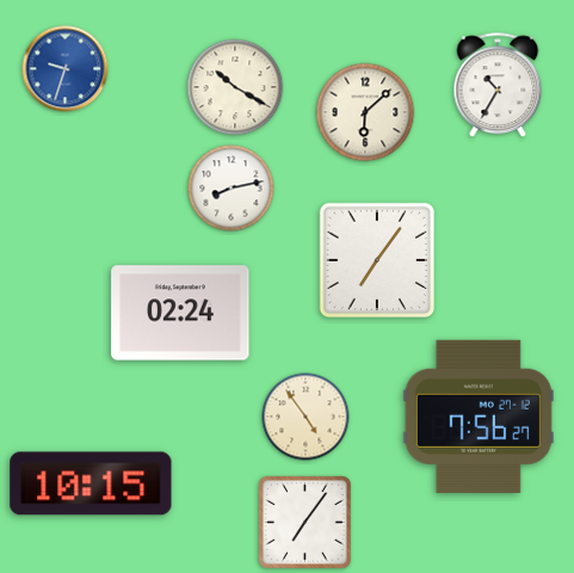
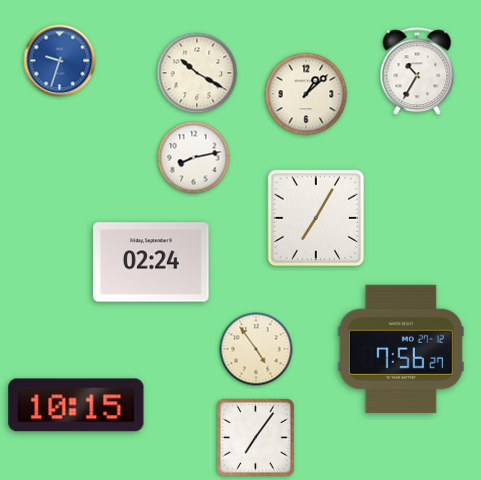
clock at (66, 69) position: (66, 69) -> (60, 61)
clock at (365, 112): 6:08 -> 1:08
clock at (377, 260): 7:06 -> 7:05
